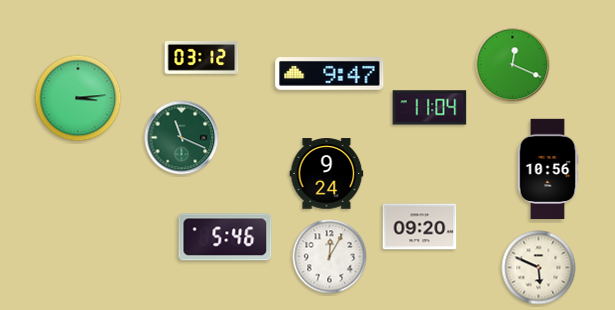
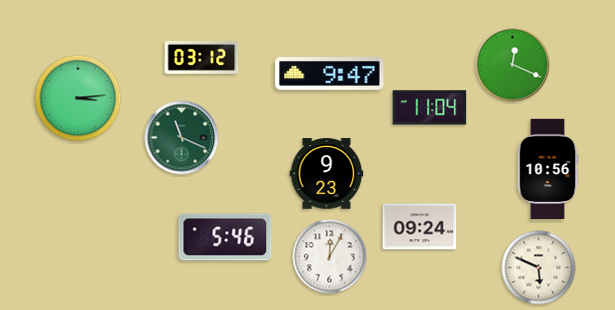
clock at (327, 174): 9:24 -> 9:23
clock at (420, 227): 09:20 -> 09:24
